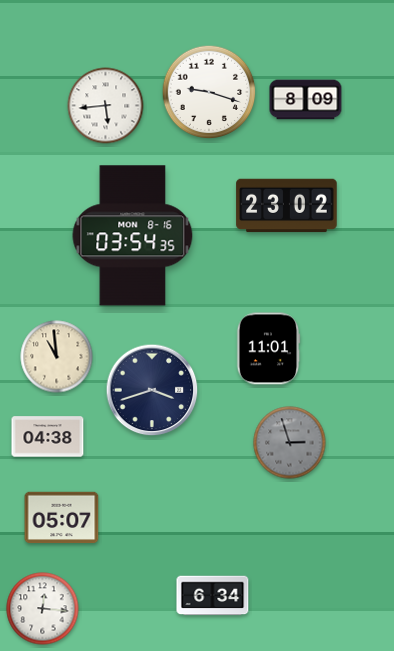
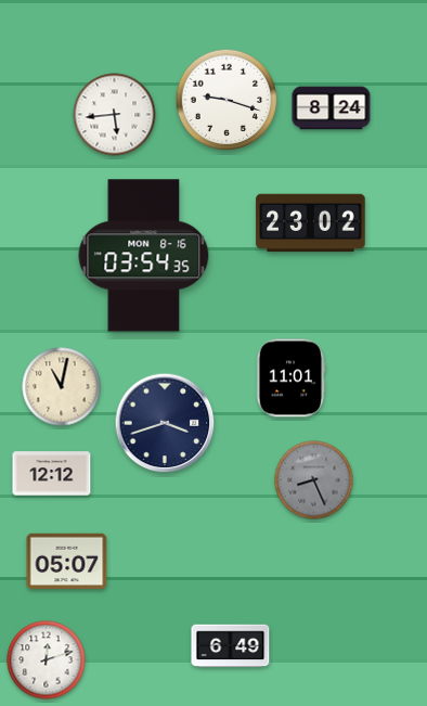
clock at (306, 100): 8:09 -> 8:24
clock at (57, 357): 10:59 -> 11:02
clock at (48, 437): 04:38 -> 12:12
clock at (290, 443): 2:57 -> 8:26
clock at (213, 596): 6:34 -> 6:49
clock at (43, 609): 12:16 -> 12:12
